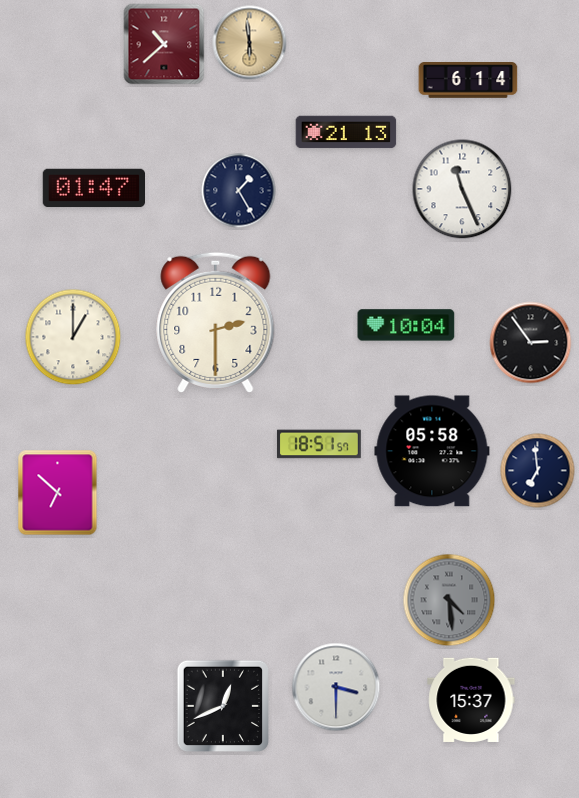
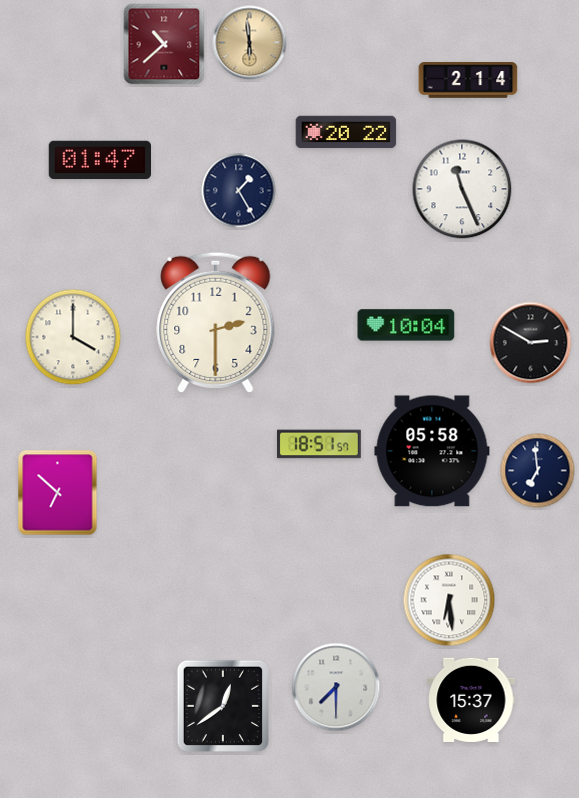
clock at (468, 81): 6:14 -> 2:14
clock at (346, 132): 21:13 -> 20:22
clock at (93, 188) position: (93, 188) -> (99, 160)
clock at (73, 337): 1:00 -> 4:00
clock at (531, 343): 2:54 -> 2:50
clock at (449, 600): 4:29 -> 6:29
clock at (449, 600) dial: grey -> white
clock at (336, 687): 3:30 -> 7:30
clock at (222, 705): 12:41 -> 12:39
